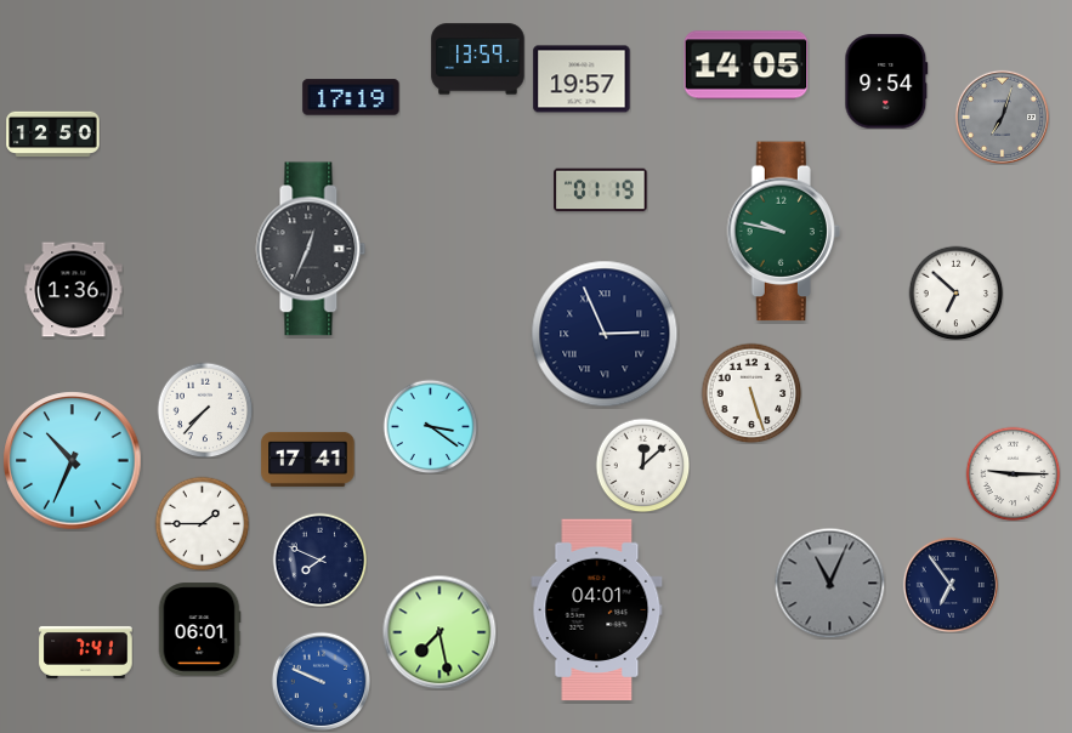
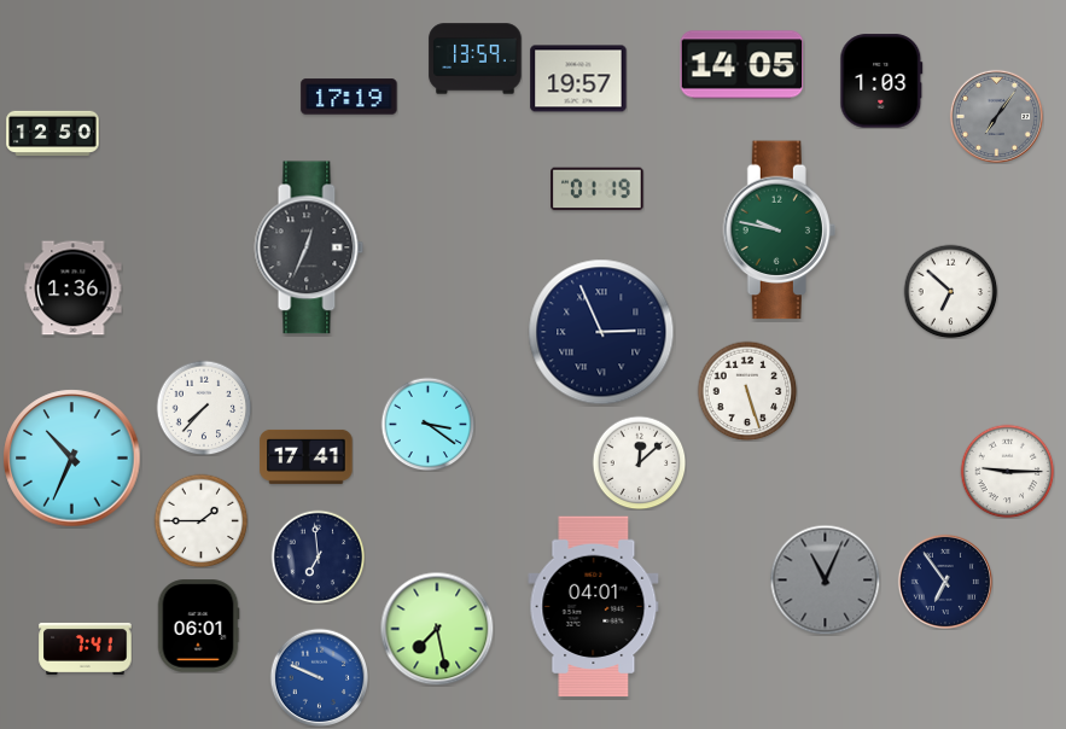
clock at (886, 81): 9:54 -> 1:03
clock at (1002, 117): 7:03 -> 7:06
clock at (319, 559): 7:49 -> 6:59
